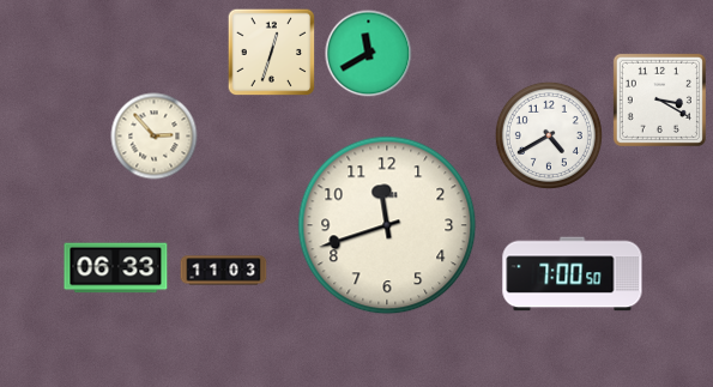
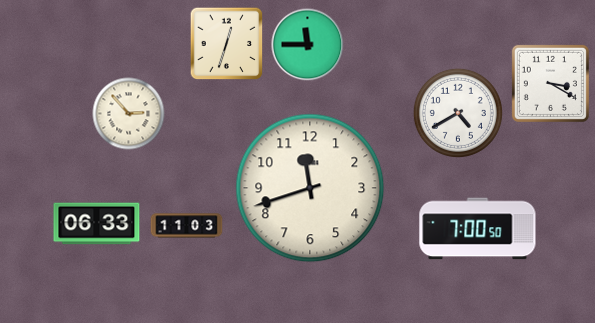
clock at (369, 54): 11:40 -> 11:45
clock at (387, 225) position: (387, 225) -> (310, 188)
